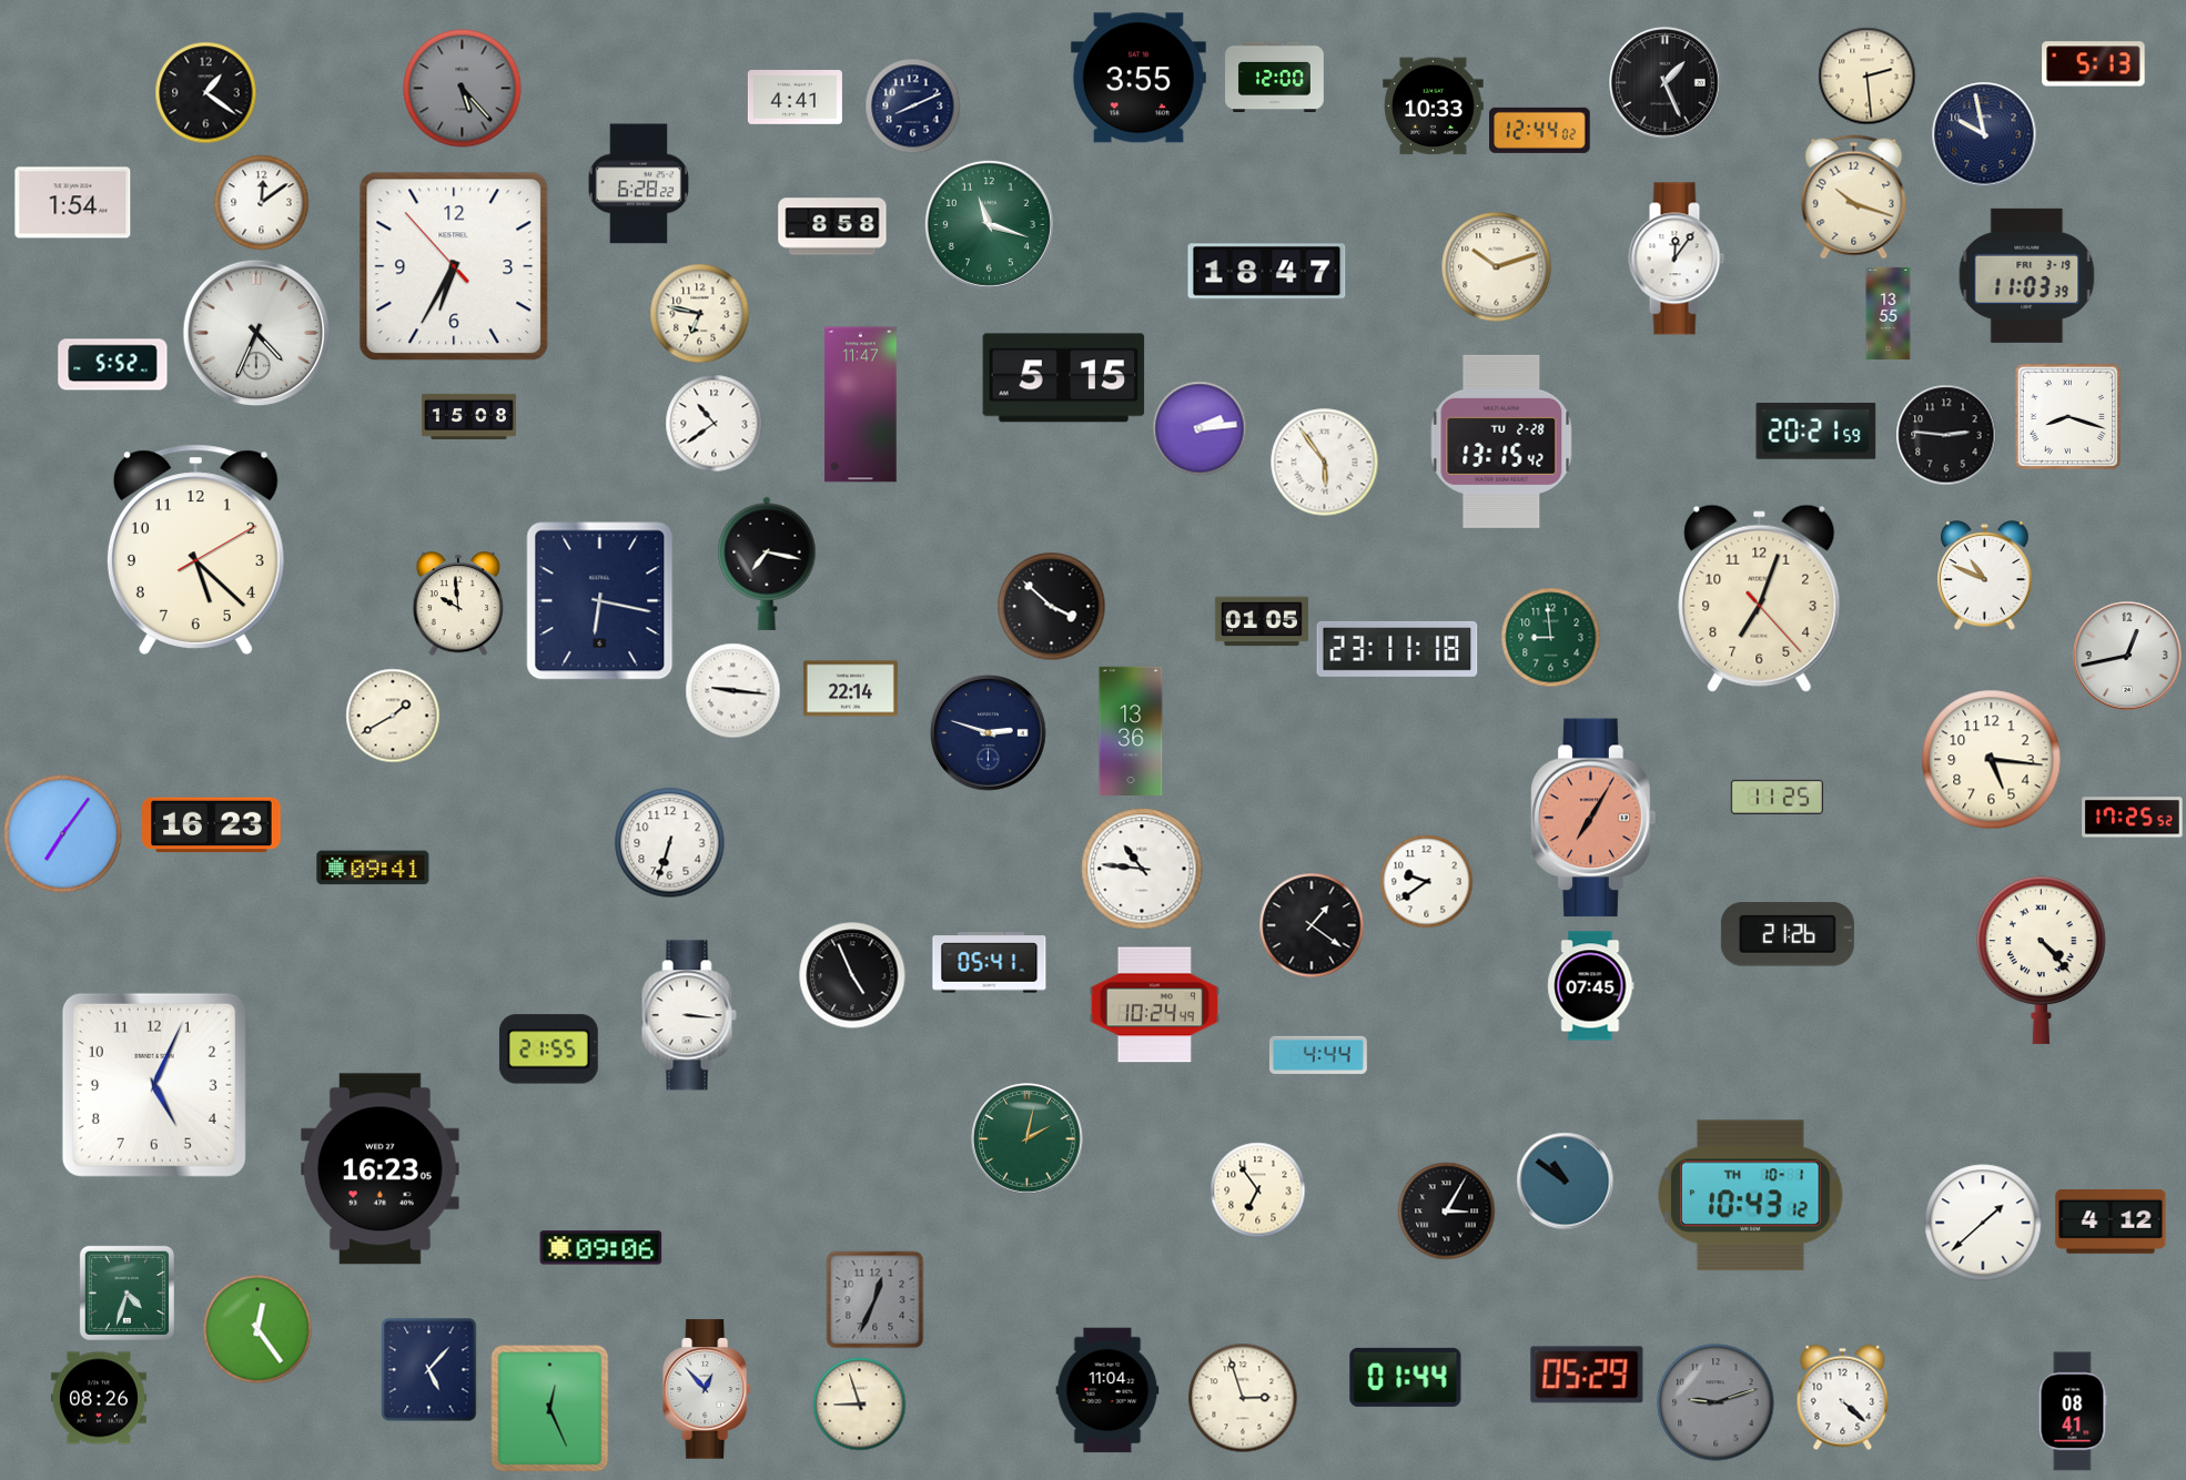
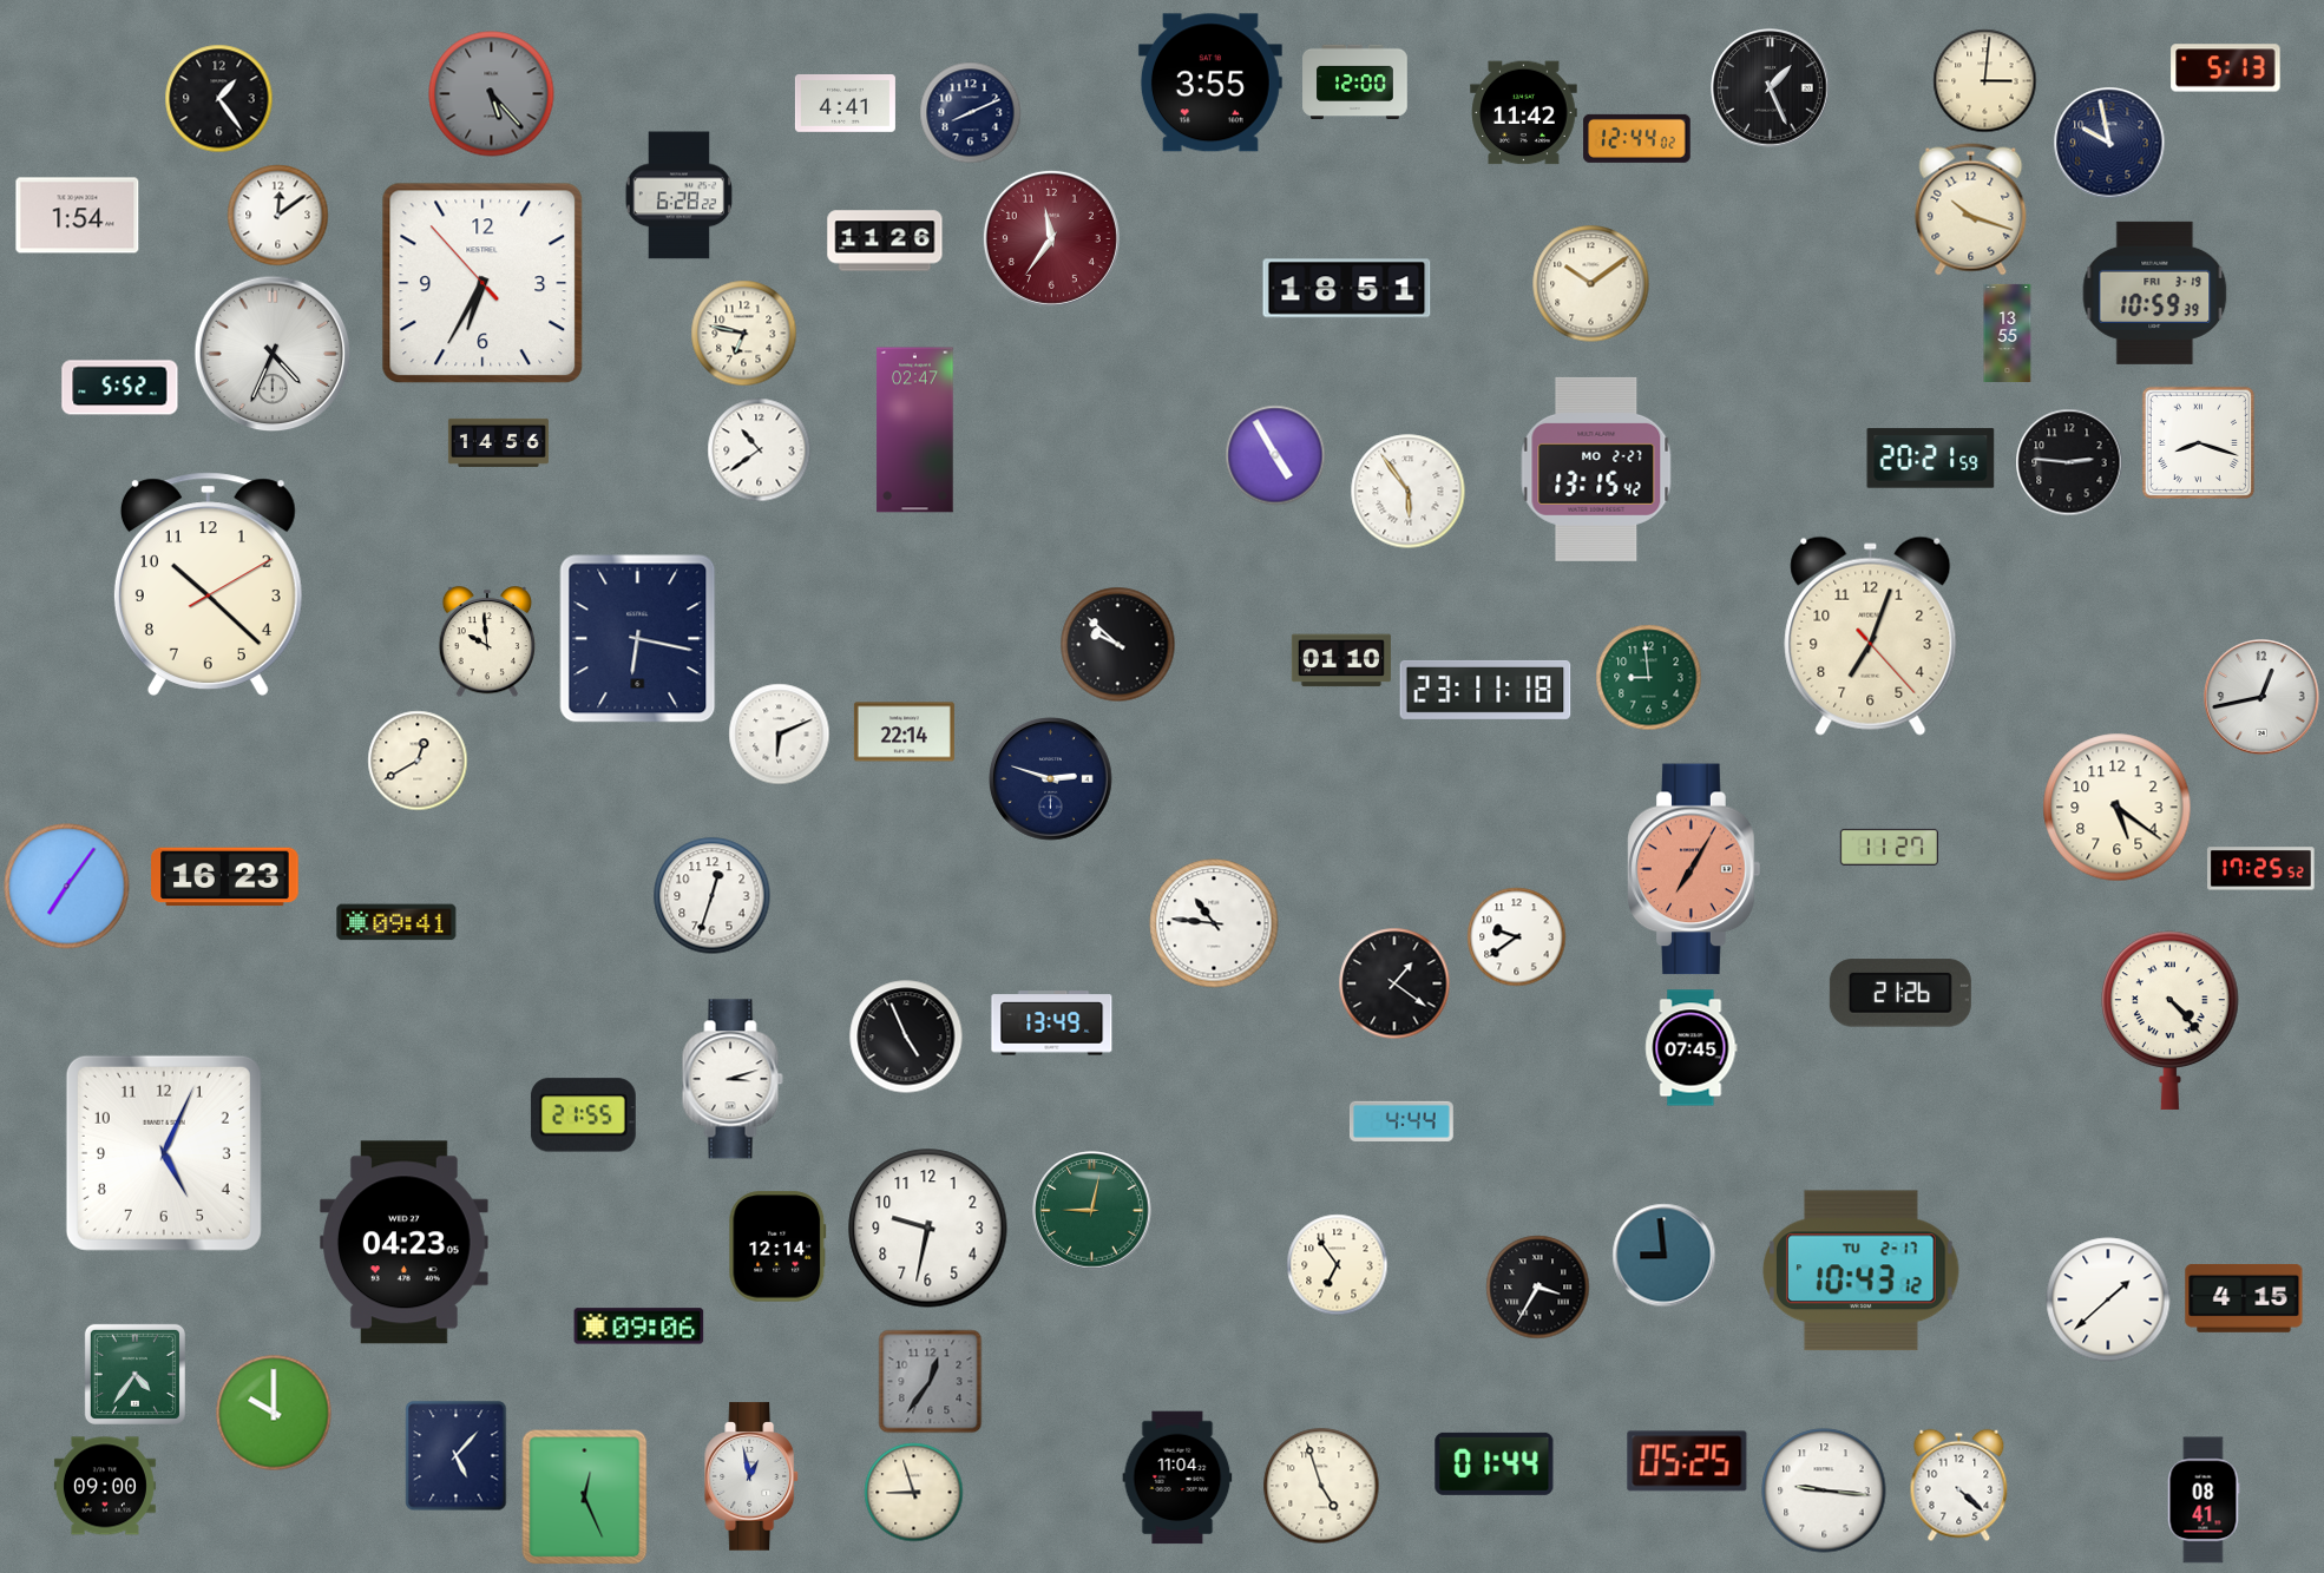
clock at (1868, 77): 2:29 -> 3:01
clock at (206, 93): 1:21 -> 1:24
clock at (1434, 107): 10:33 -> 11:42
clock at (989, 224): 11:18 -> 11:36
clock at (989, 224) dial: green -> burgundy
clock at (832, 226): 8:58 -> 11:26
clock at (1677, 259): 12:06 -> none
clock at (1497, 267): 10:12 -> 10:09
clock at (1267, 272): 18:47 -> 18:51
clock at (2027, 275): 11:03 -> 10:59
clock at (1064, 378): 5:15 -> none
clock at (861, 405): 11:47 -> 02:47
clock at (468, 416): 15:08 -> 14:56
clock at (1200, 428): 2:14 -> 4:55
clock at (1501, 442) date: TU 2-28 -> MO 2-27
clock at (195, 549): 5:22 -> 10:22
clock at (767, 564): 7:17 -> none
clock at (1985, 576): 10:49 -> none
clock at (1052, 607): 3:52 -> 9:52
clock at (1262, 621): 01:05 -> 01:10
clock at (733, 691): 9:16 -> 6:11
clock at (393, 716): 1:40 -> 12:40
clock at (1131, 730): 13:36 -> none
clock at (1992, 760): 5:16 -> 5:21
clock at (1777, 797): 11:25 -> 11:27
clock at (2133, 818) position: (2133, 818) -> (2261, 869)
clock at (670, 843): 6:33 -> 12:33
clock at (990, 963): 05:41 -> 13:49
clock at (1154, 1005): 10:24 -> none
clock at (689, 1015): 3:16 -> 3:12
clock at (1028, 1139): 2:02 -> 9:02
clock at (928, 1229): none -> 9:32
clock at (381, 1169): 16:23 -> 04:23
clock at (777, 1246): none -> 12:14
clock at (1566, 1182): 10:51 -> 8:59
clock at (1751, 1196) date: TH 10-1 -> TU 2-17
clock at (1447, 1212): 3:05 -> 3:35
clock at (2111, 1221): 4:12 -> 4:15
clock at (126, 1293): 4:33 -> 4:36
clock at (876, 1300): 12:34 -> 12:36
clock at (257, 1329): 12:24 -> 10:00
clock at (1587, 1375): 05:29 -> 05:25
clock at (708, 1389): 12:53 -> 12:58
clock at (99, 1398): 08:26 -> 09:00
clock at (1243, 1398): 2:57 -> 4:57
clock at (1716, 1402): 9:12 -> 9:16
clock at (1716, 1402) dial: grey -> white
